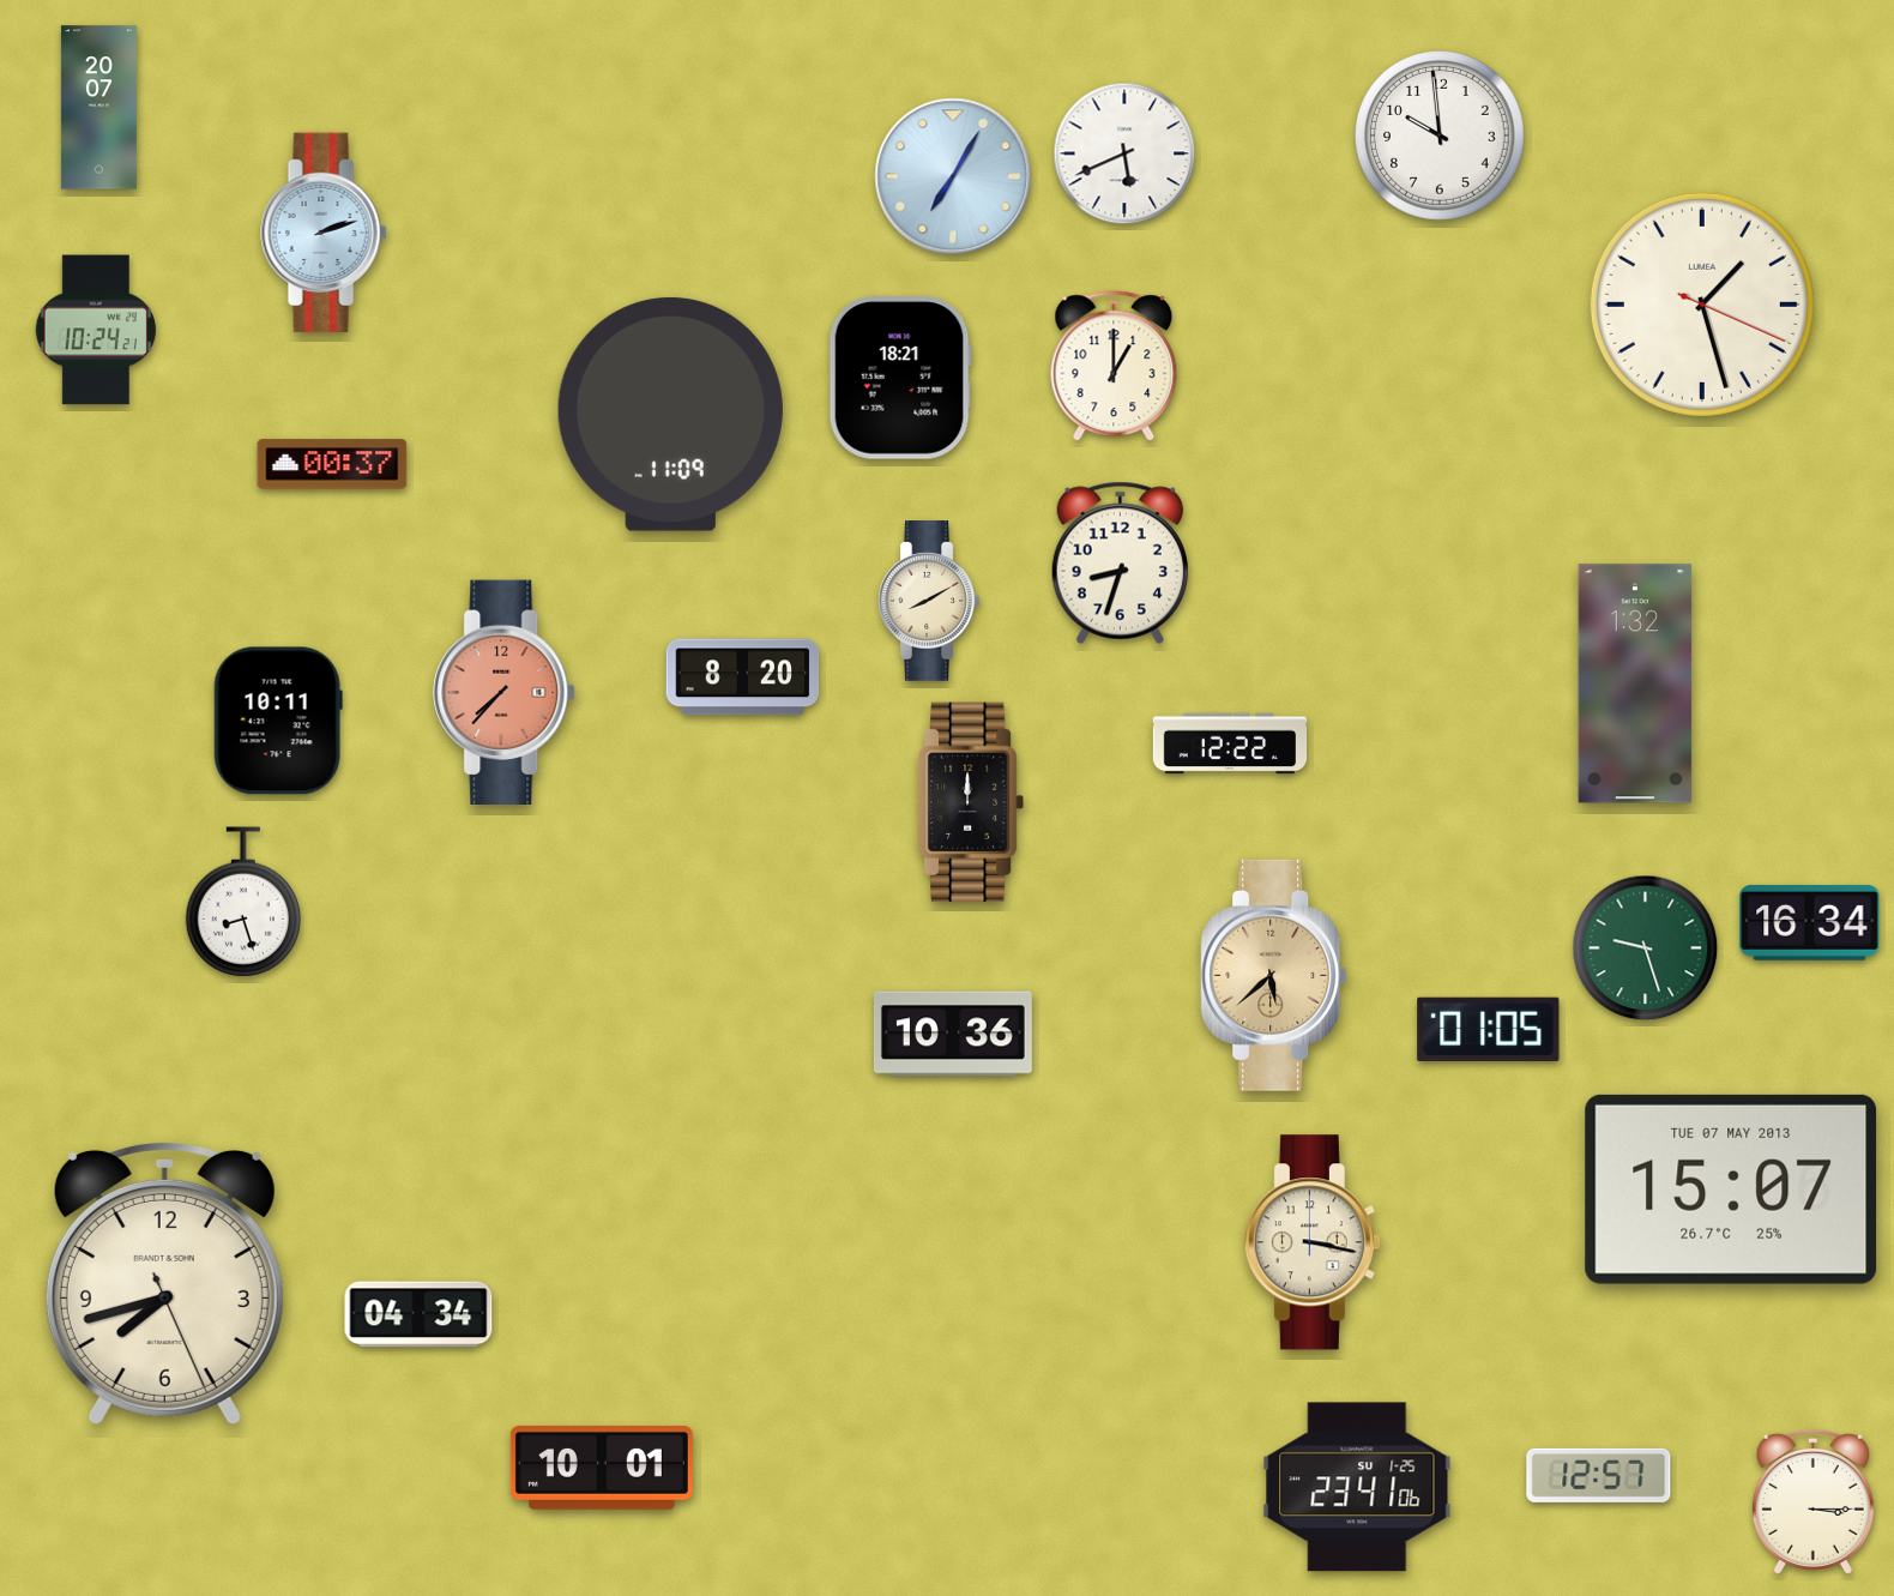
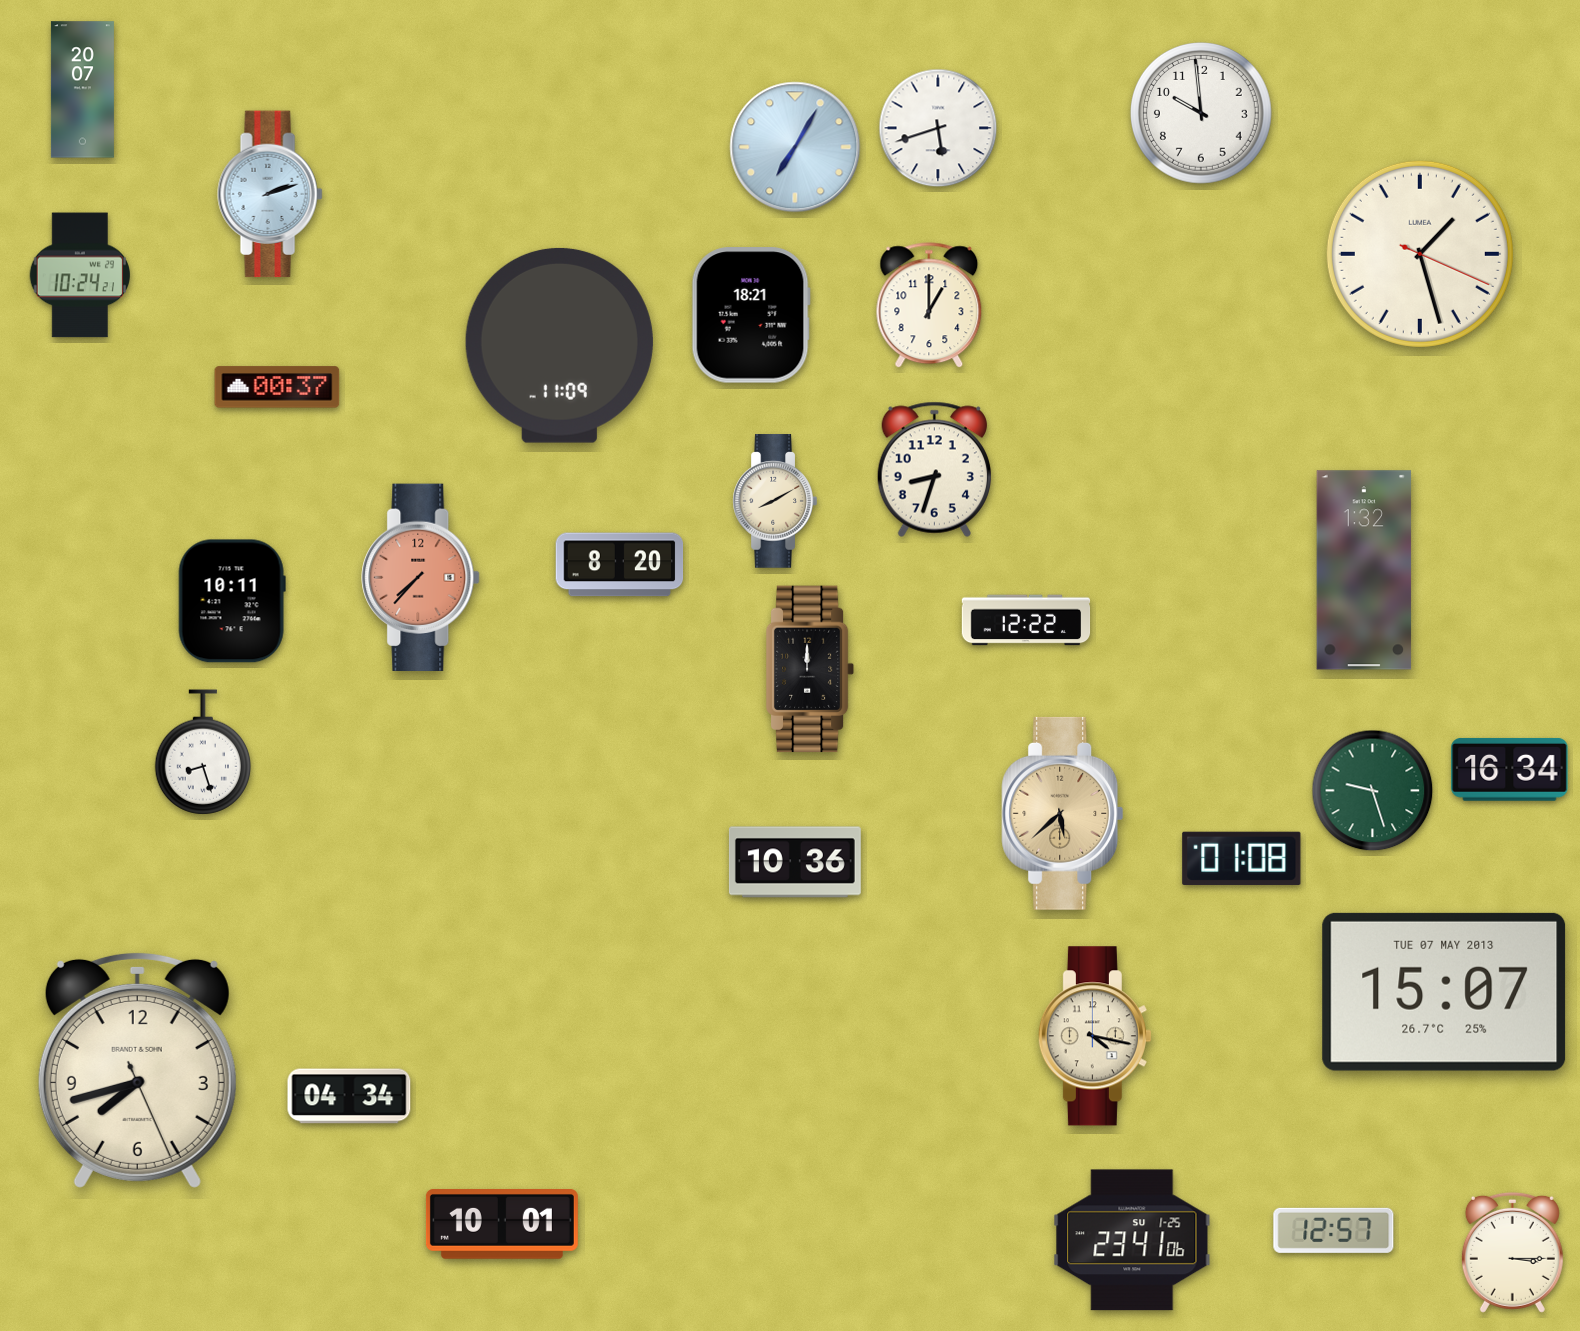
clock at (1124, 153): 5:41 -> 5:42
clock at (1489, 1029): 01:05 -> 01:08
clock at (1313, 1242): 3:17 -> 4:17
